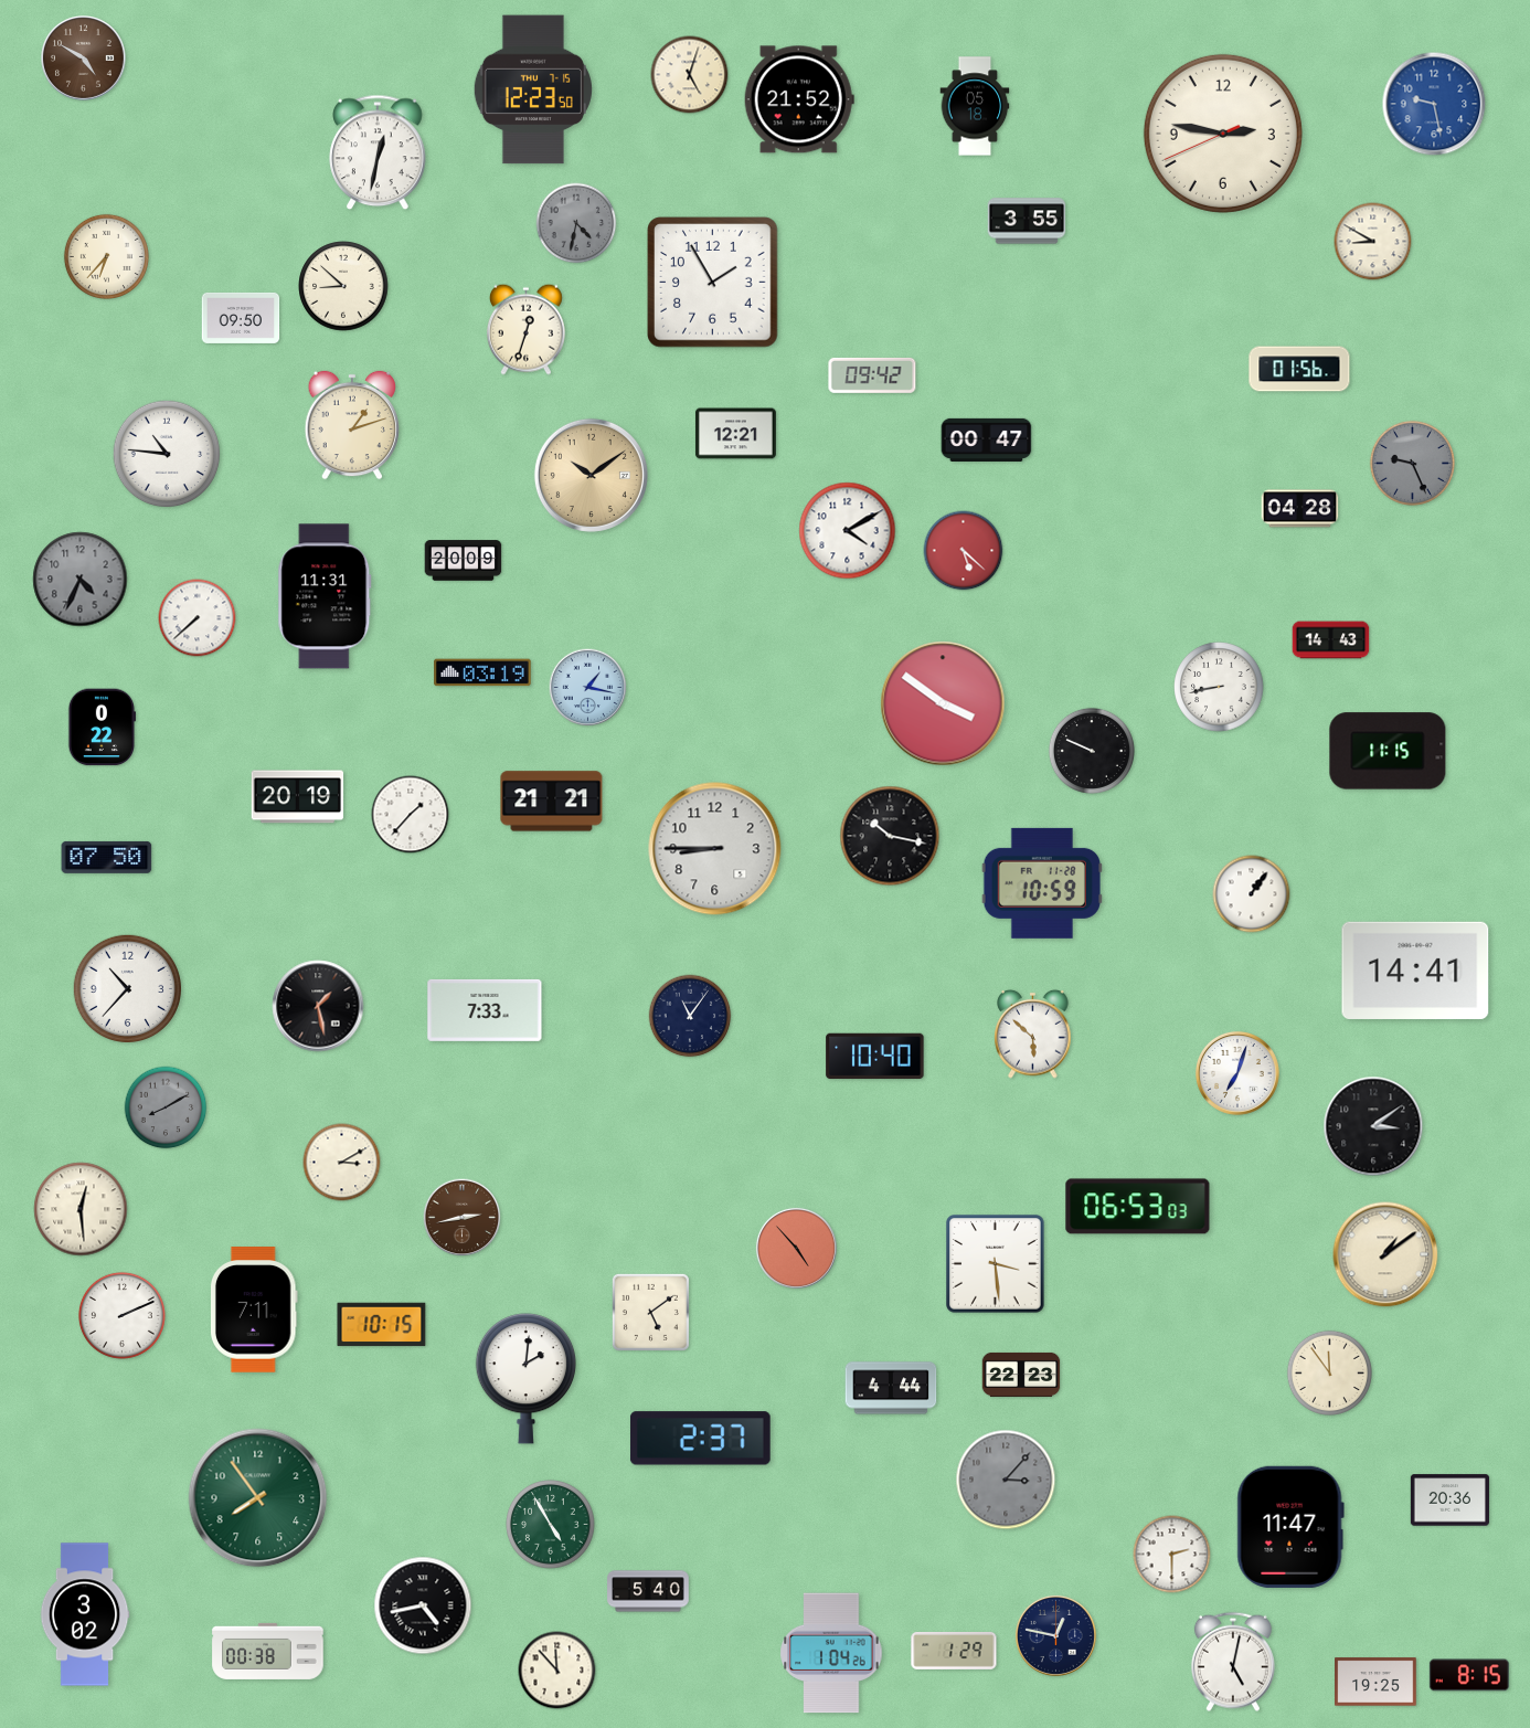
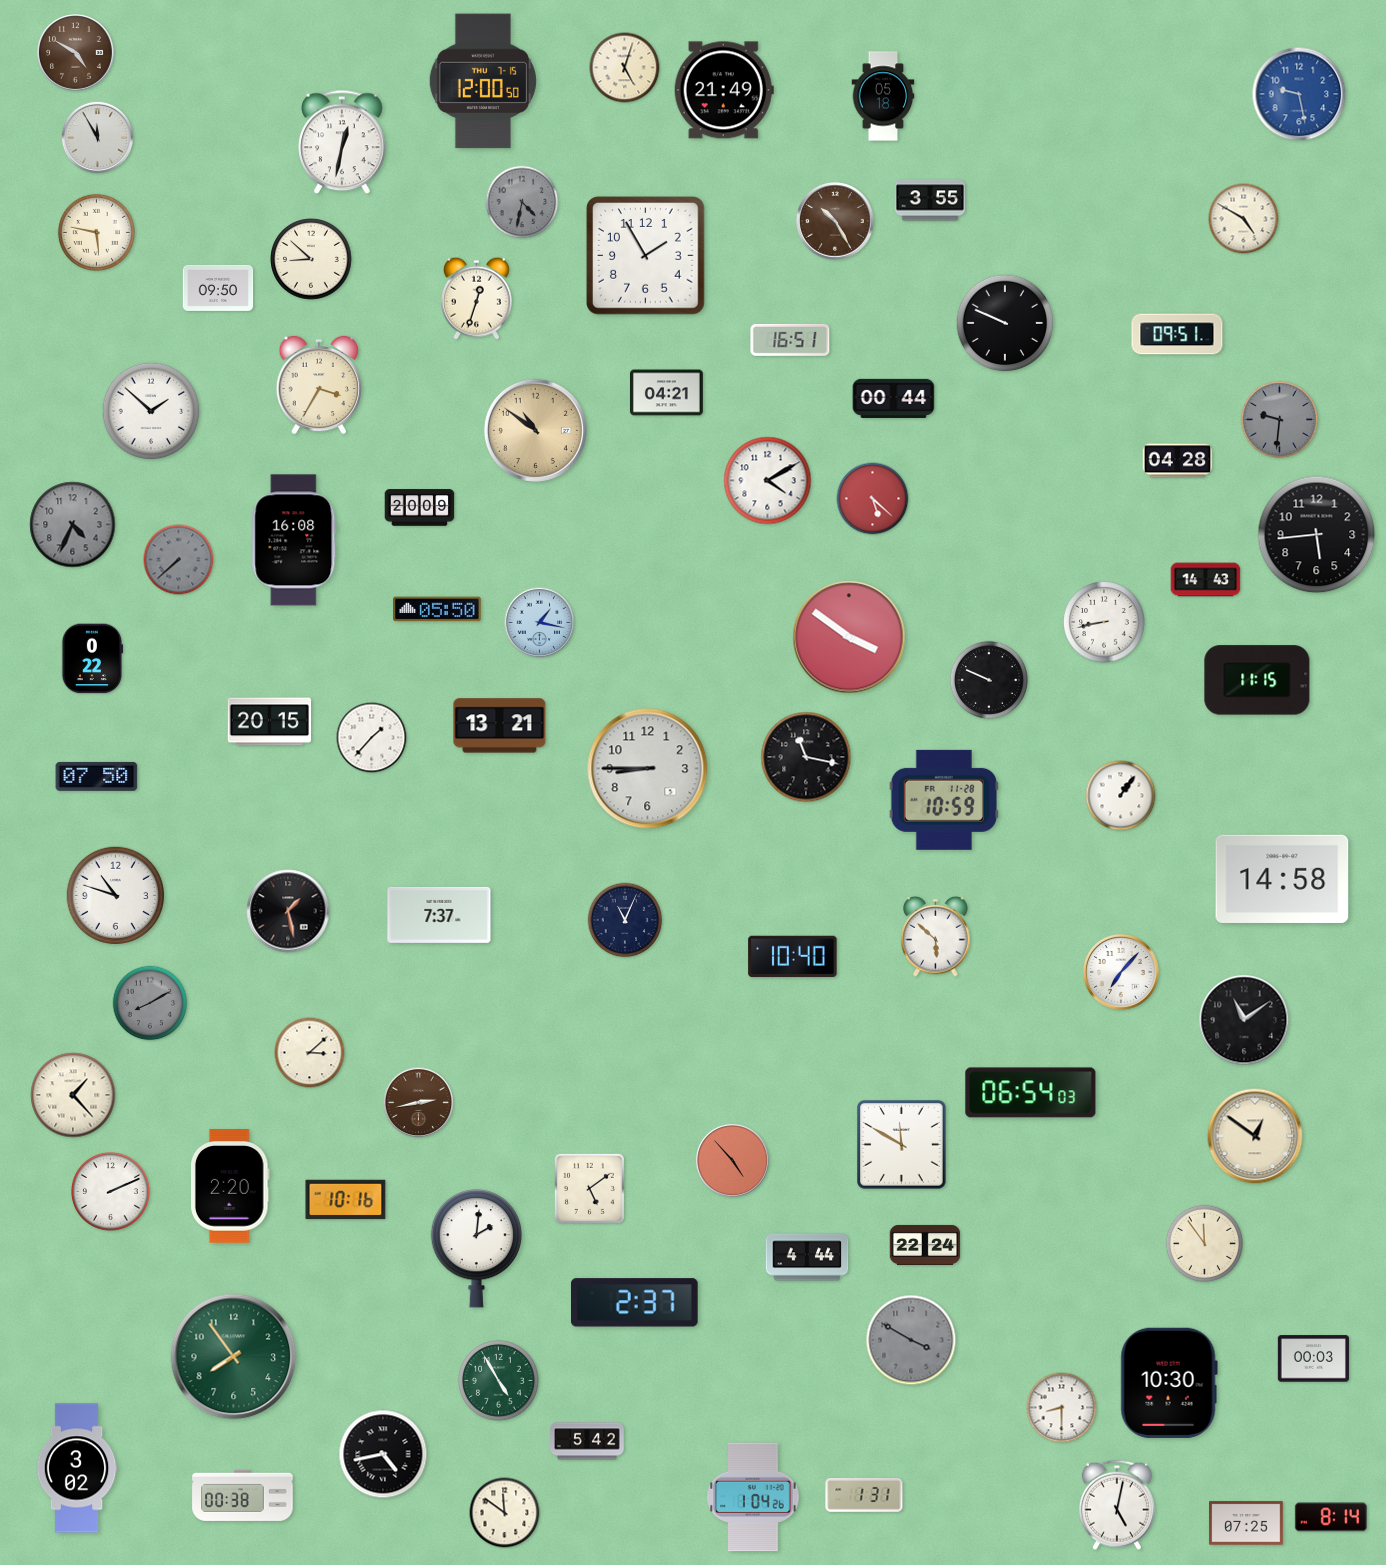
clock at (533, 89): 12:23 -> 12:00
clock at (799, 99): 21:52 -> 21:49
clock at (1223, 134): 2:46 -> none
clock at (97, 137): none -> 11:55
clock at (378, 152) position: (378, 152) -> (342, 142)
clock at (1373, 242): 8:50 -> 4:50
clock at (835, 221): none -> 10:25
clock at (106, 256): 6:37 -> 5:47
clock at (1005, 323): none -> 9:49
clock at (1299, 369): 01:56 -> 09:51
clock at (872, 375): 09:42 -> 16:51
clock at (351, 425): 1:12 -> 3:35
clock at (735, 434): 12:21 -> 04:21
clock at (987, 439): 00:47 -> 00:44
clock at (167, 454): 10:46 -> 1:52
clock at (1412, 463): 9:26 -> 9:31
clock at (591, 475): 10:09 -> 10:51
clock at (1317, 535): none -> 5:44
clock at (325, 596): 11:31 -> 16:08
clock at (198, 618) dial: white -> grey
clock at (482, 672): 03:19 -> 05:50
clock at (588, 688) position: (588, 688) -> (540, 623)
clock at (943, 703) position: (943, 703) -> (849, 637)
clock at (298, 797): 20:19 -> 20:15
clock at (552, 802): 21:21 -> 13:21
clock at (890, 836): 10:17 -> 11:17
clock at (1252, 894) position: (1252, 894) -> (1121, 796)
clock at (1415, 971): 14:41 -> 14:58
clock at (127, 988): 10:37 -> 10:48
clock at (485, 1010): 7:33 -> 7:37
clock at (690, 1016): 11:06 -> 11:04
clock at (1237, 1073): 7:03 -> 7:07
clock at (1373, 1126): 3:09 -> 11:09
clock at (342, 1163): 3:10 -> 3:08
clock at (1138, 1207): 06:53 -> 06:54
clock at (81, 1209): 12:29 -> 1:23
clock at (796, 1248) position: (796, 1248) -> (732, 1160)
clock at (1385, 1254): 1:09 -> 12:51
clock at (996, 1264): 3:29 -> 11:50
clock at (254, 1310): 7:11 -> 2:20
clock at (382, 1325): 10:15 -> 10:16
clock at (1021, 1375): 22:23 -> 22:24
clock at (1006, 1480): 3:07 -> 3:50
clock at (1449, 1501): 20:36 -> 00:03
clock at (1290, 1527): 11:47 -> 10:30
clock at (1172, 1555): 2:30 -> 8:30
clock at (648, 1591): 5:40 -> 5:42
clock at (85, 1614) position: (85, 1614) -> (77, 1468)
clock at (1055, 1635): 12:47 -> none
clock at (954, 1652): 1:29 -> 1:31
clock at (557, 1671): 11:53 -> 11:51
clock at (1469, 1675): 8:15 -> 8:14
clock at (1375, 1682): 19:25 -> 07:25
